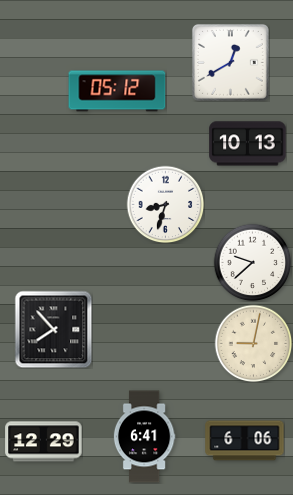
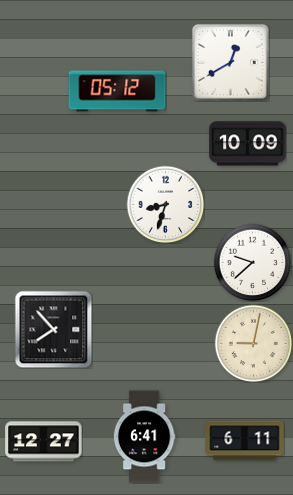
clock at (248, 144): 10:13 -> 10:09
clock at (245, 441): 6:06 -> 6:11
clock at (44, 442): 12:29 -> 12:27
